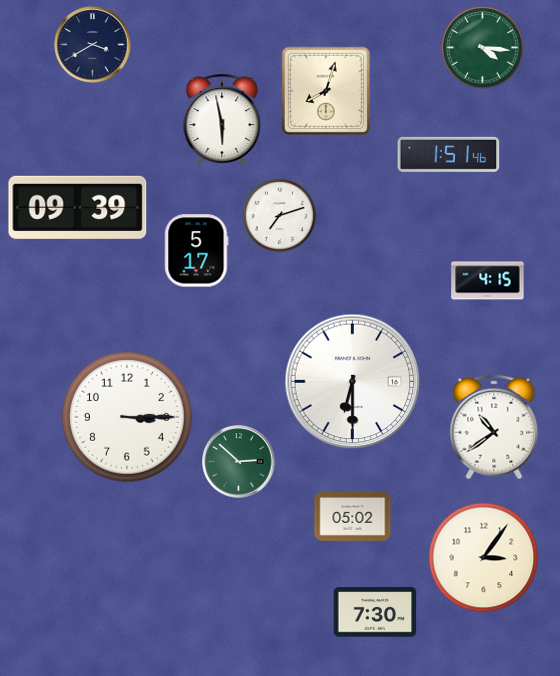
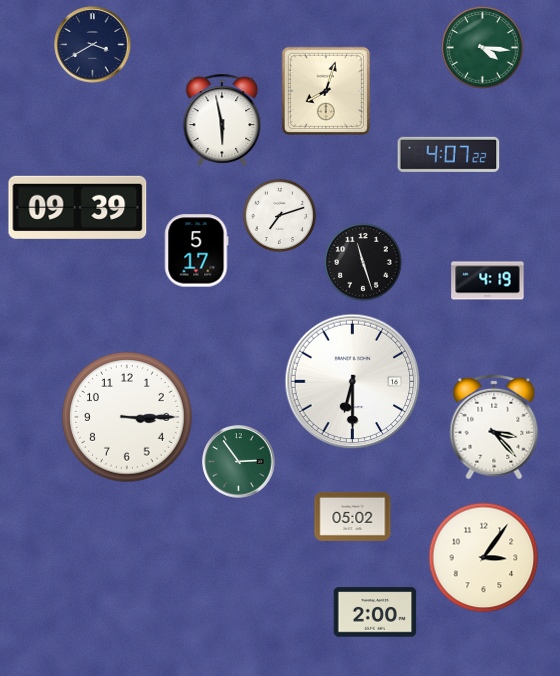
clock at (449, 154): 1:51 -> 4:07
clock at (364, 263): none -> 11:27
clock at (488, 281): 4:15 -> 4:19
clock at (494, 427): 10:39 -> 3:23
clock at (239, 462): 2:52 -> 2:54
clock at (375, 612): 7:30 -> 2:00
